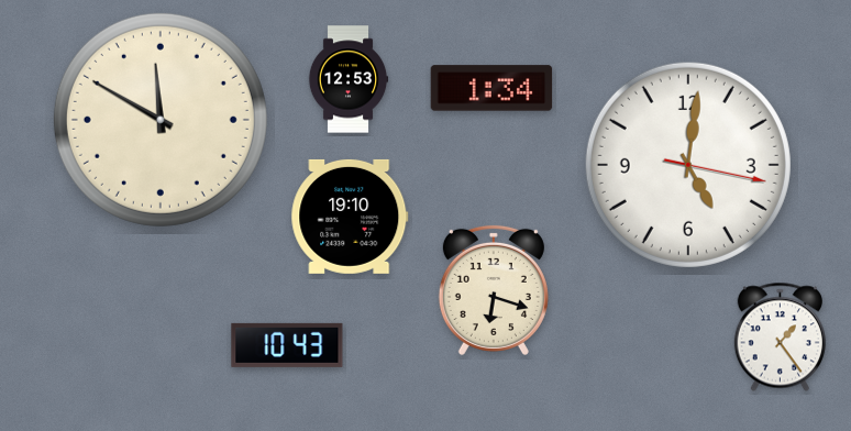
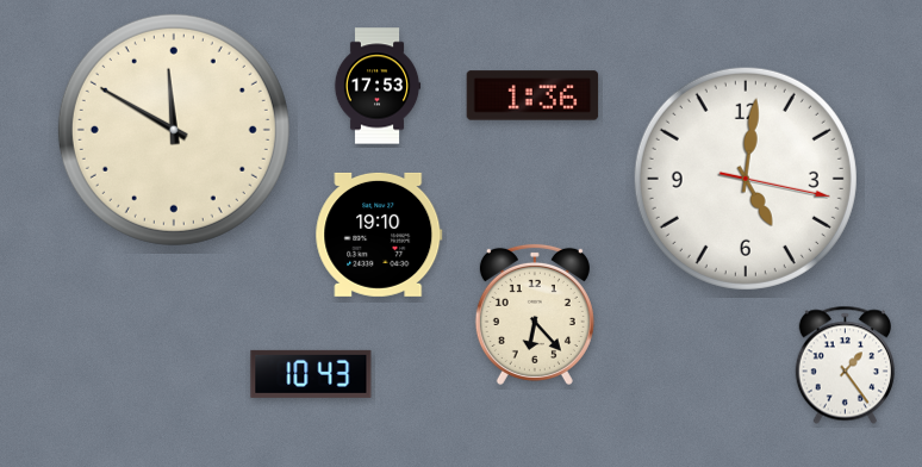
clock at (349, 79): 12:53 -> 17:53
clock at (491, 88): 1:34 -> 1:36
clock at (494, 290): 6:18 -> 6:23
